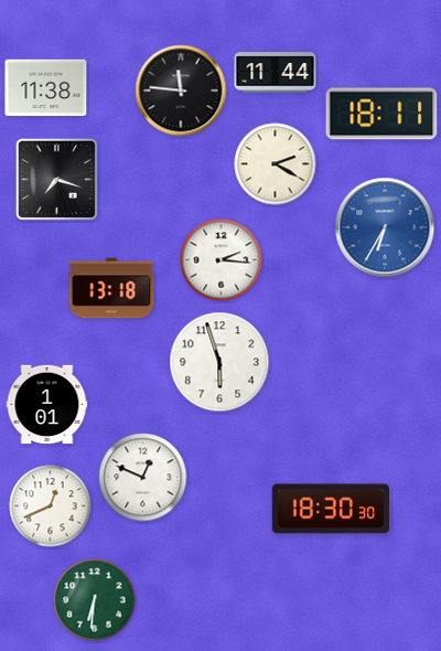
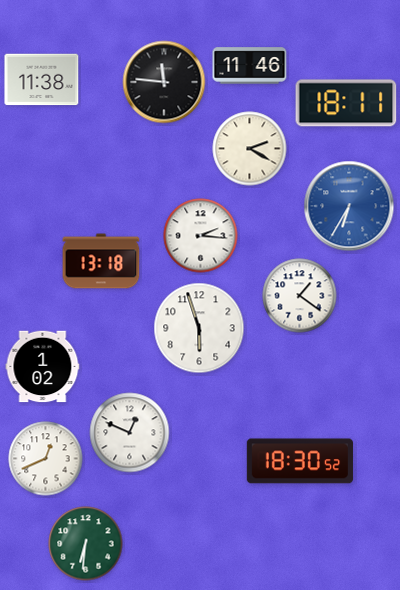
clock at (276, 73): 11:44 -> 11:46
clock at (56, 179): 7:18 -> none
clock at (300, 296): none -> 1:21
clock at (47, 405): 1:01 -> 1:02
clock at (331, 509): 18:30:30 -> 18:30:52
